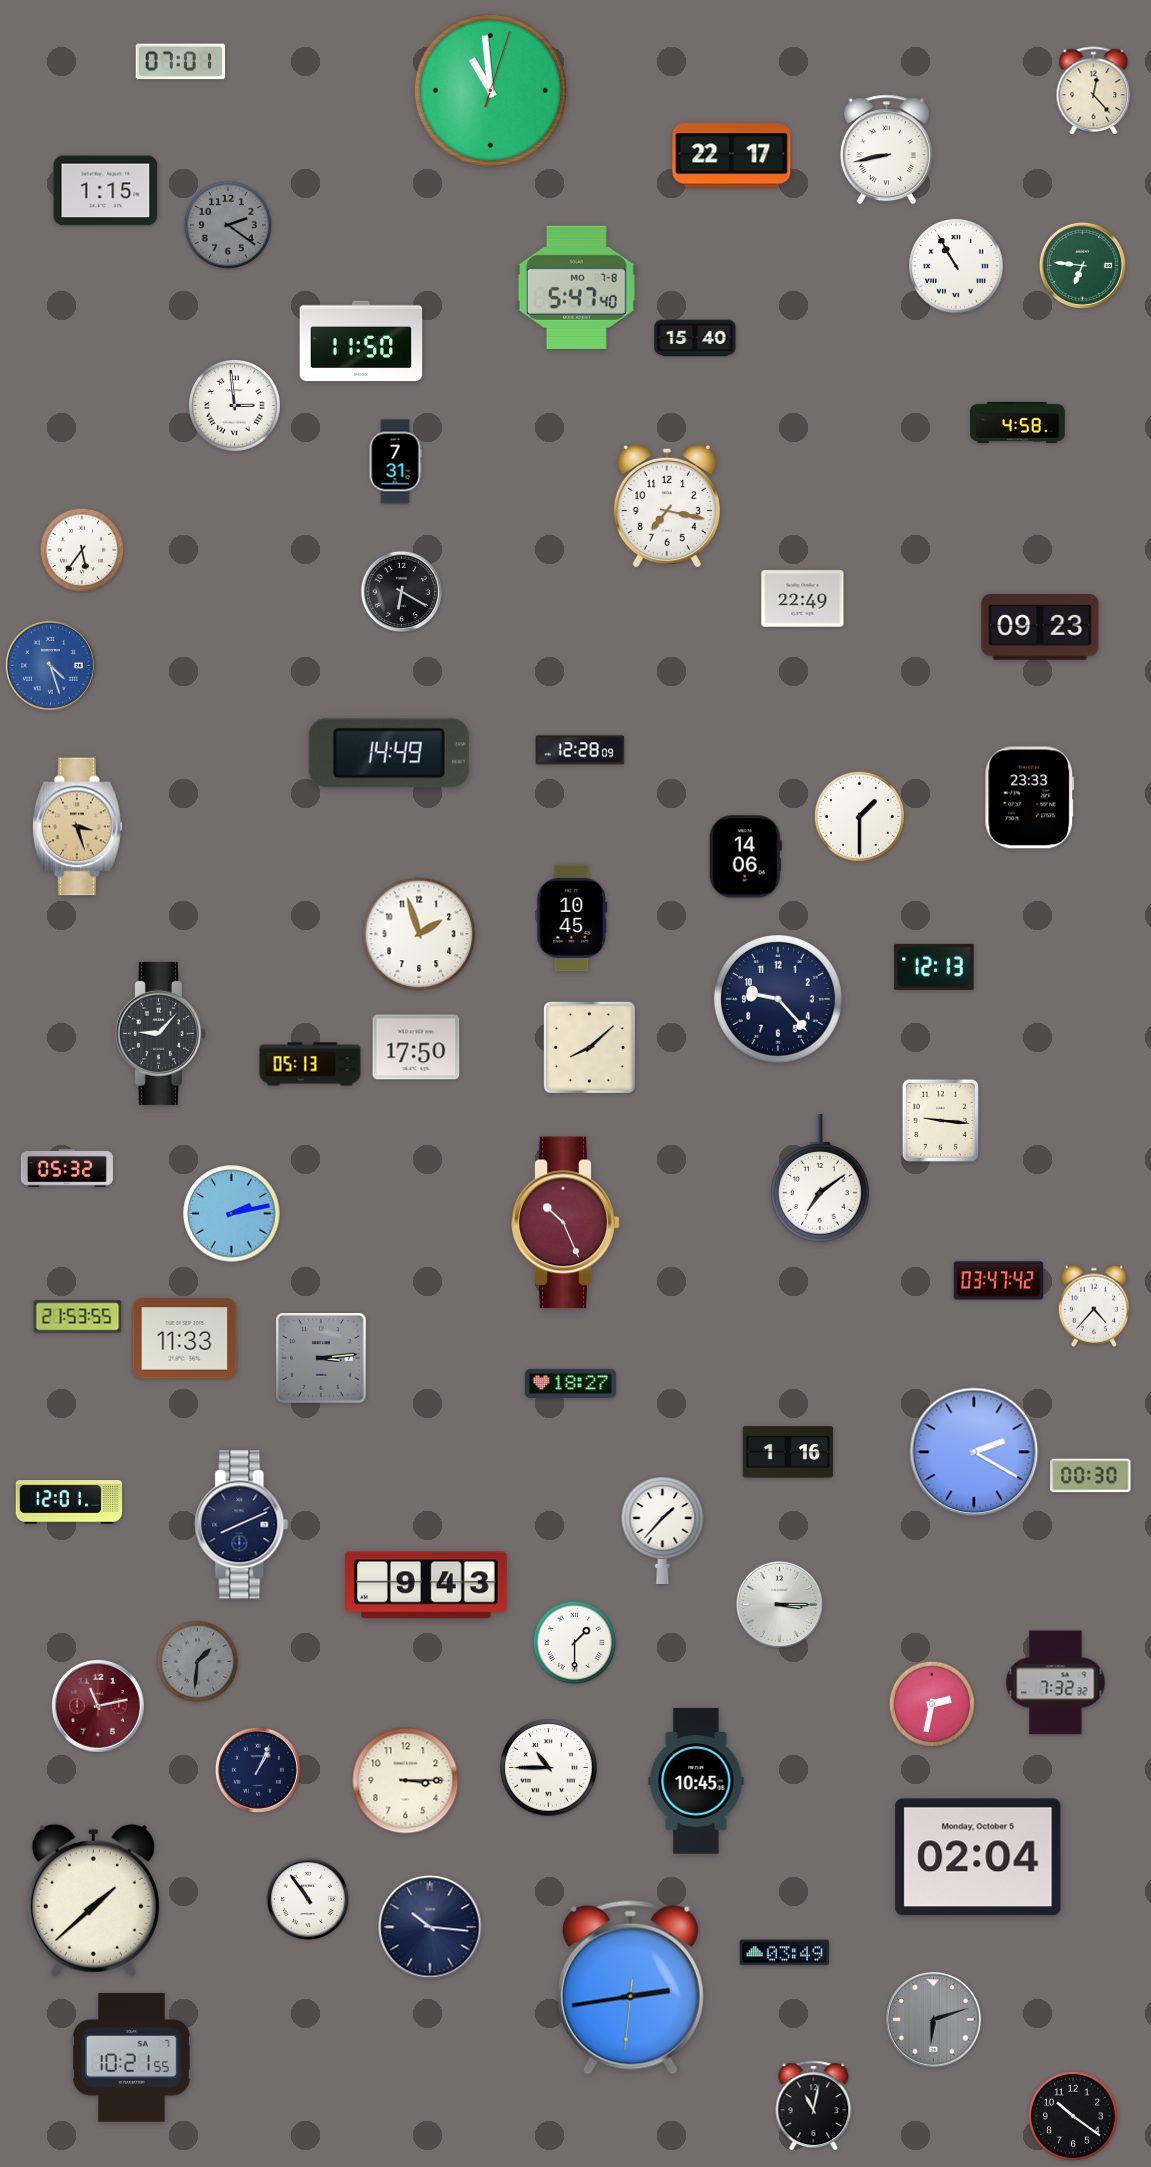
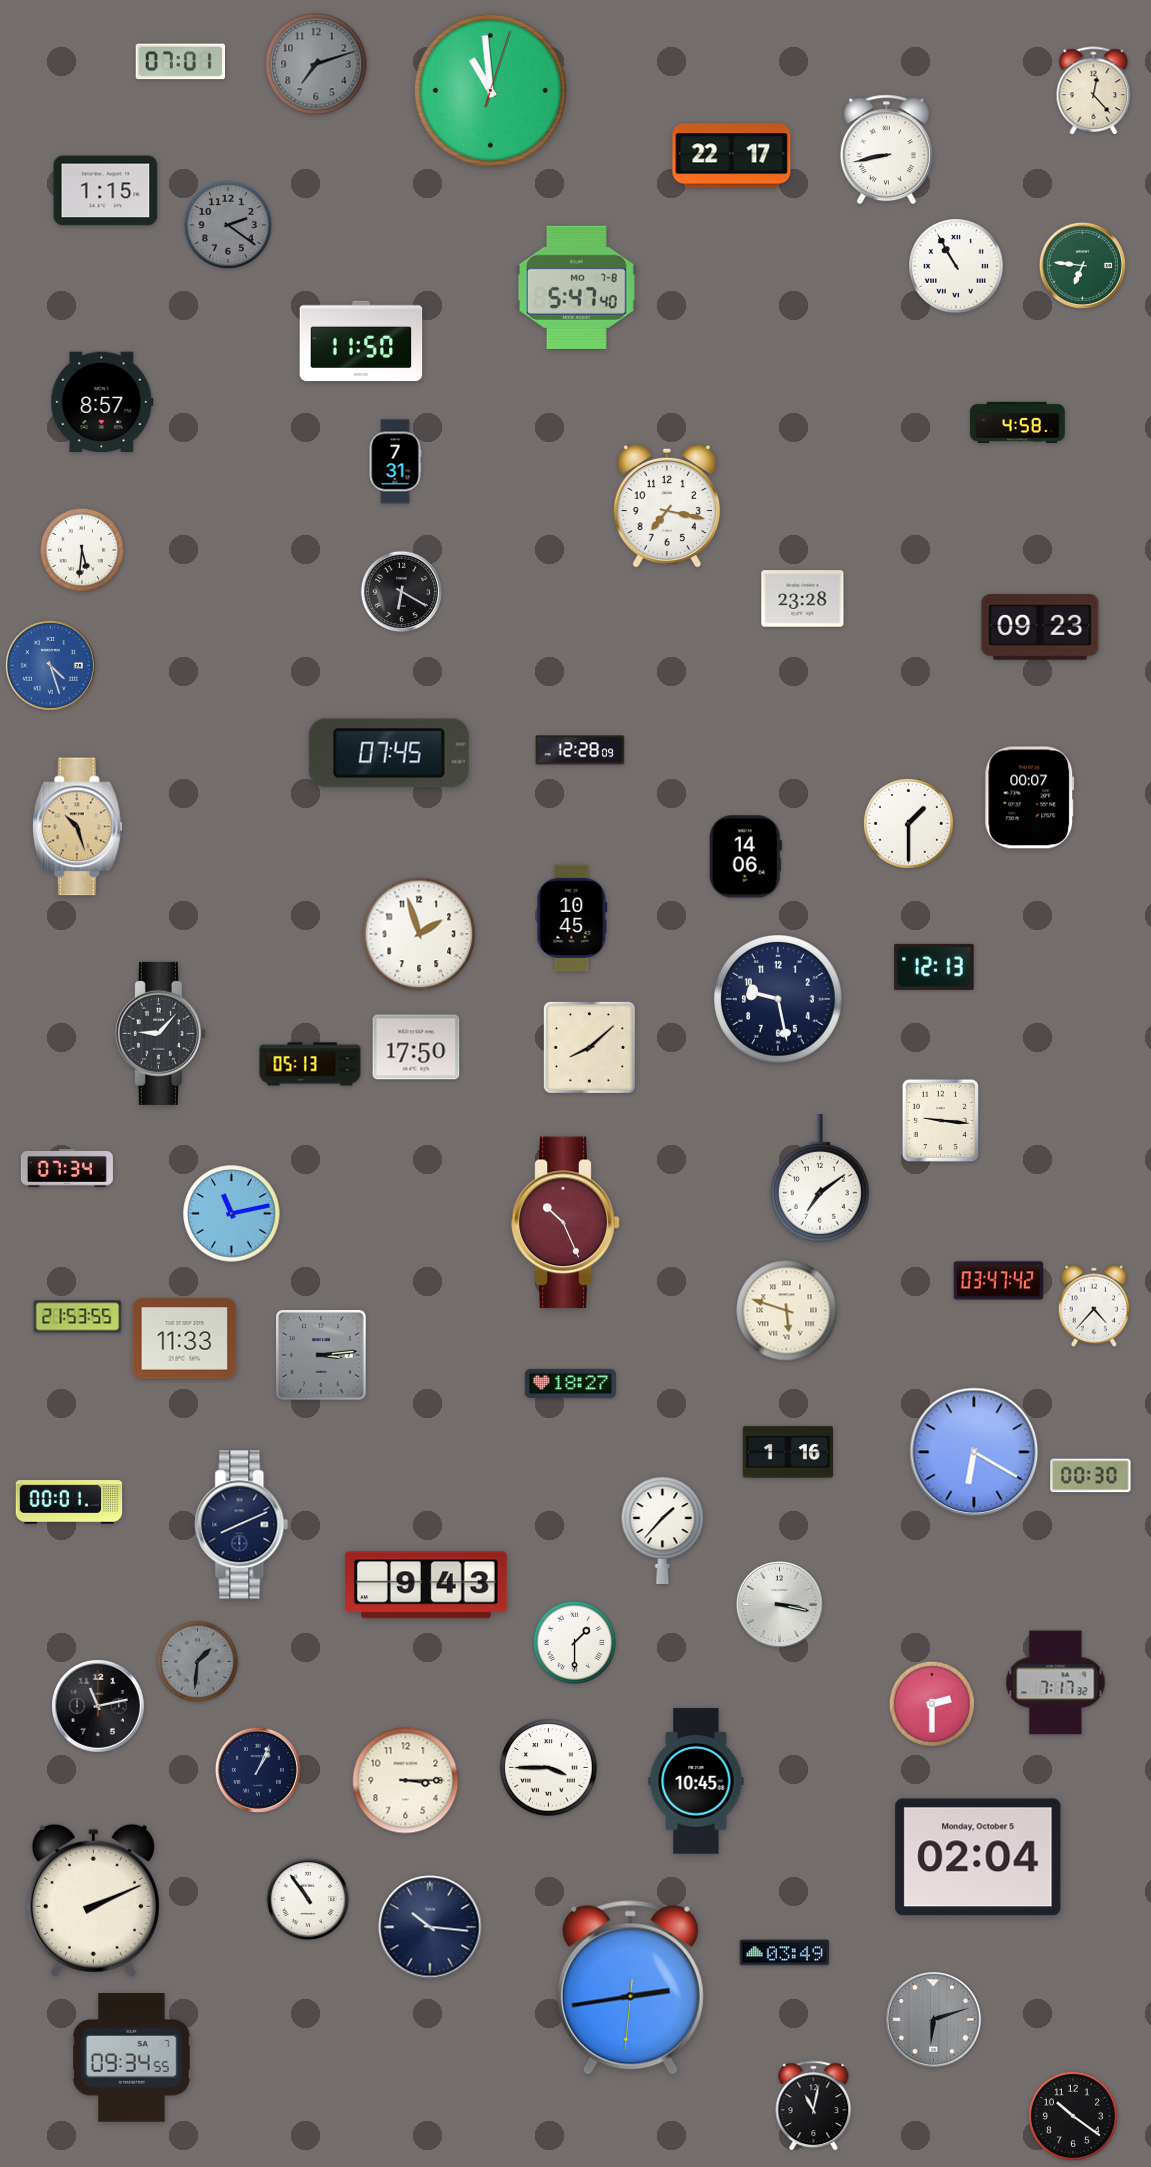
clock at (316, 64): none -> 7:12
clock at (695, 338): 15:40 -> none
clock at (102, 402): none -> 8:57
clock at (235, 406): 2:59 -> none
clock at (82, 550): 5:36 -> 5:31
clock at (803, 599): 22:49 -> 23:28
clock at (389, 753): 14:49 -> 07:45
clock at (1030, 798): 23:33 -> 00:07
clock at (859, 816) position: (859, 816) -> (908, 823)
clock at (77, 827): 3:27 -> 10:27
clock at (779, 1000): 9:23 -> 9:28
clock at (67, 1168): 05:32 -> 07:34
clock at (232, 1214): 2:13 -> 11:13
clock at (787, 1311): none -> 5:48
clock at (321, 1358) position: (321, 1358) -> (321, 1355)
clock at (974, 1452): 2:20 -> 6:20
clock at (69, 1502): 12:01 -> 00:01
clock at (779, 1604): 3:15 -> 3:17
clock at (1056, 1683): 7:32 -> 7:17
clock at (931, 1703): 2:32 -> 2:30
clock at (99, 1707) dial: burgundy -> black
clock at (549, 1768): 10:45 -> 3:45
clock at (93, 1900): 1:38 -> 2:11
clock at (132, 2058): 10:21 -> 09:34
